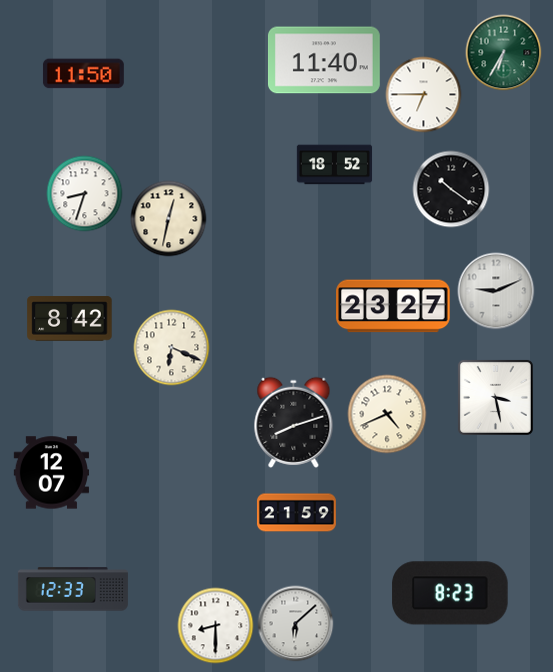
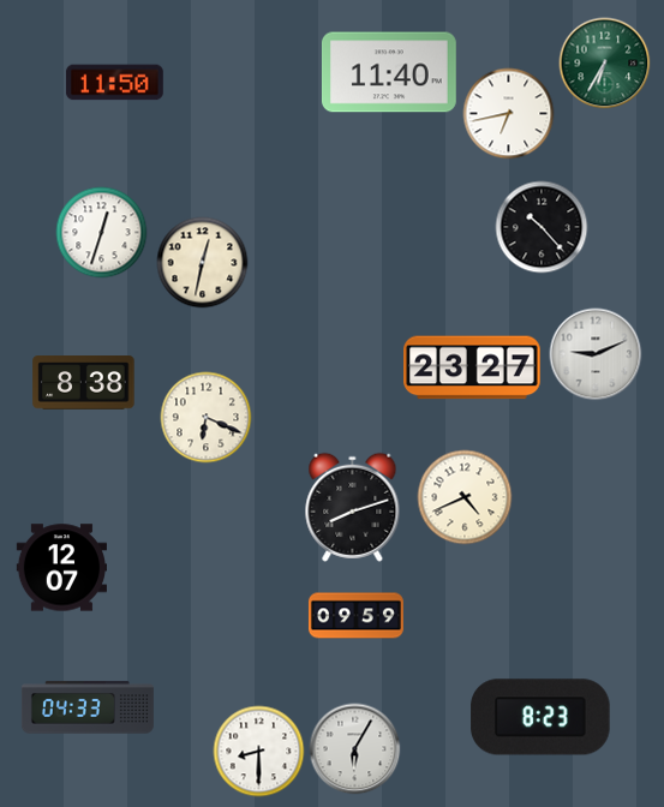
clock at (84, 74) position: (84, 74) -> (115, 83)
clock at (424, 95): 6:45 -> 6:43
clock at (335, 165): 18:52 -> none
clock at (451, 189): 10:21 -> 10:23
clock at (85, 194): 8:33 -> 12:33
clock at (496, 291) position: (496, 291) -> (596, 354)
clock at (70, 319): 8:42 -> 8:38
clock at (495, 397): 3:28 -> none
clock at (296, 513): 21:59 -> 09:59
clock at (73, 589): 12:33 -> 04:33
clock at (450, 593) position: (450, 593) -> (540, 717)
clock at (296, 624): 6:08 -> 6:05
